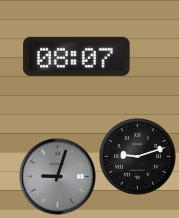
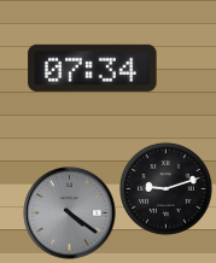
clock at (77, 56): 08:07 -> 07:34
clock at (58, 177): 9:03 -> 4:21
